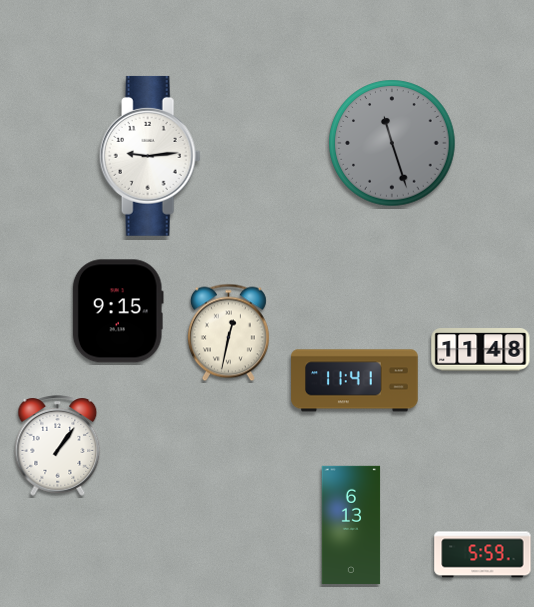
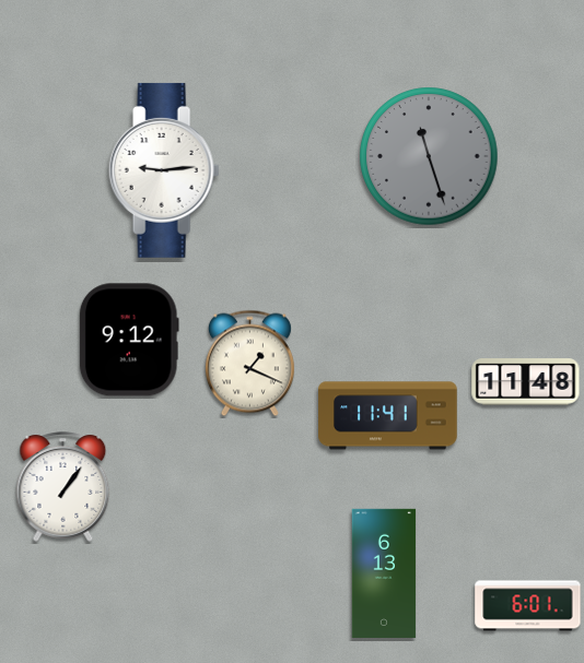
clock at (118, 311): 9:15 -> 9:12
clock at (228, 333): 12:32 -> 1:19
clock at (483, 555): 5:59 -> 6:01
